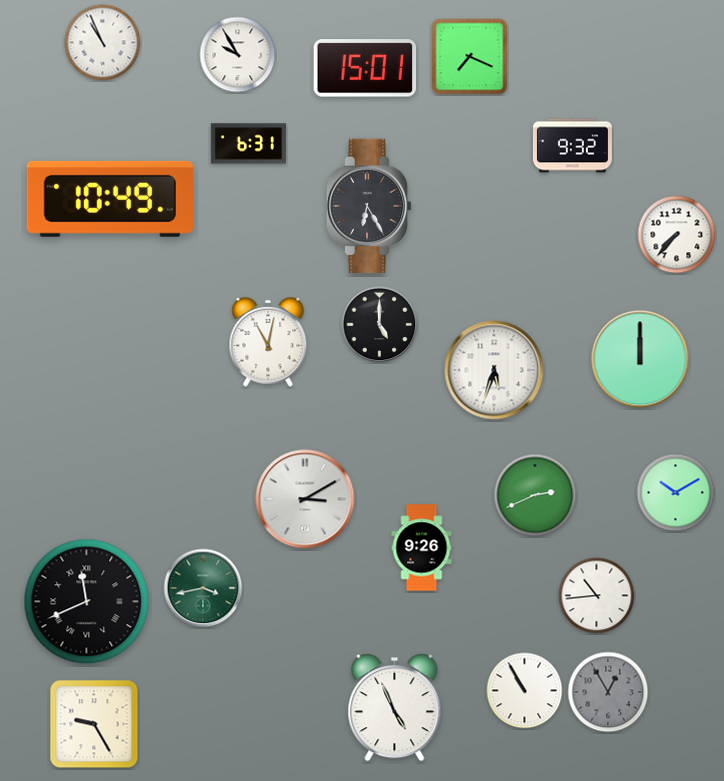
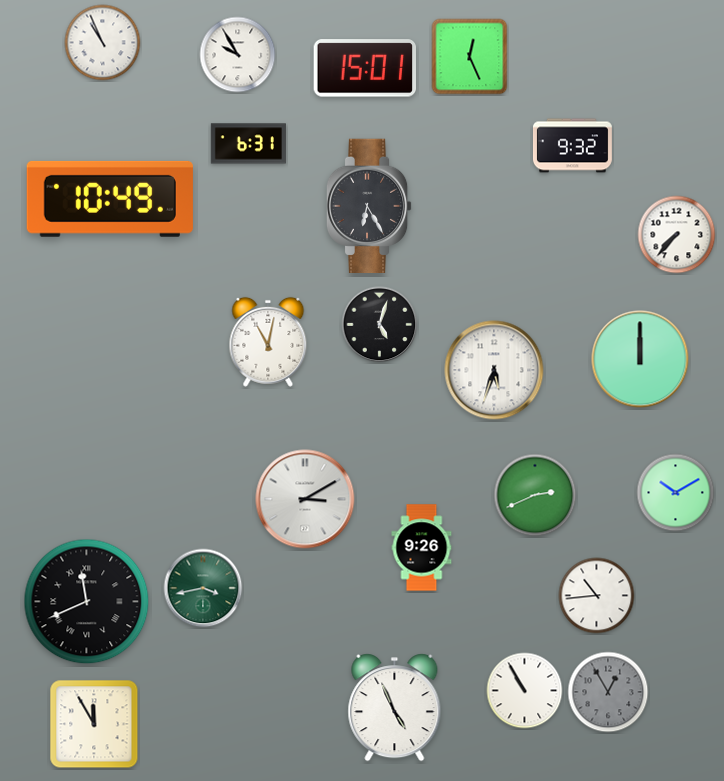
clock at (470, 57): 7:19 -> 12:26
clock at (380, 325): 5:00 -> 5:03
clock at (94, 724): 9:25 -> 11:55
